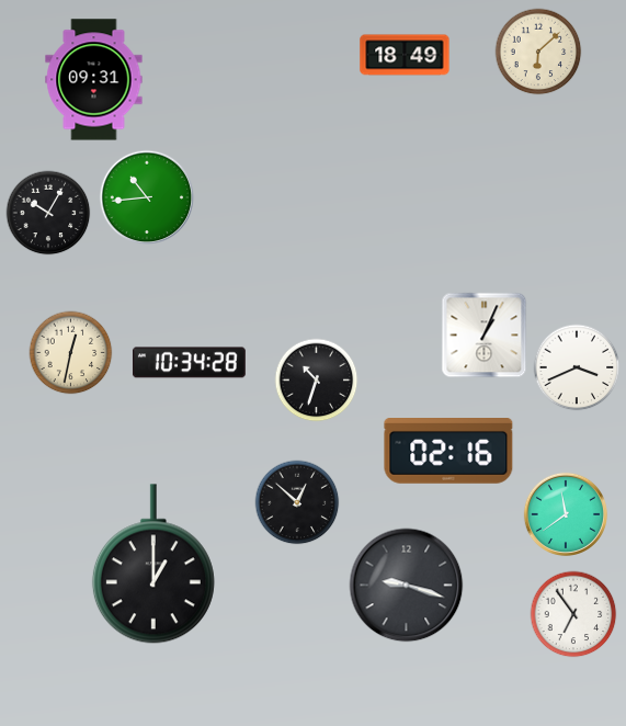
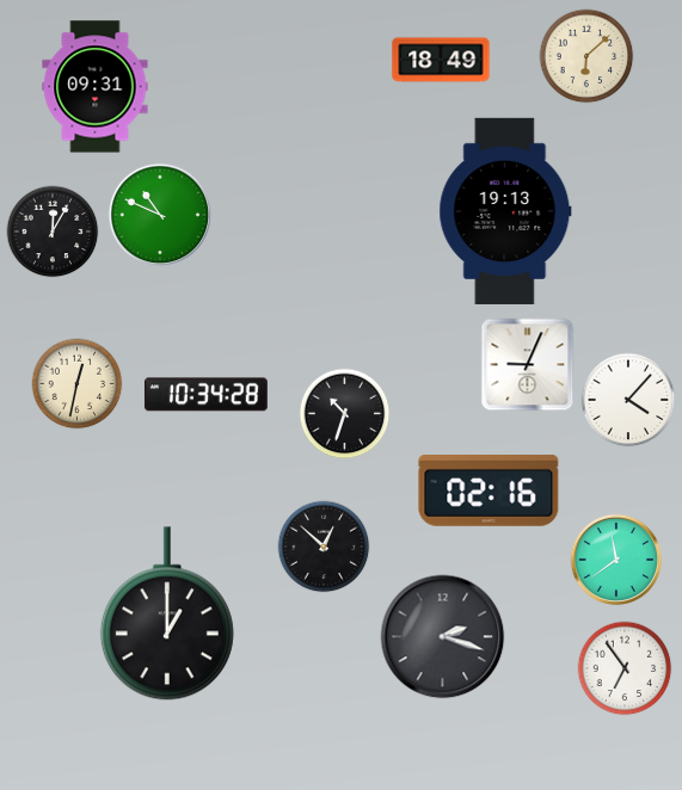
clock at (94, 80) position: (94, 80) -> (96, 87)
clock at (505, 211): none -> 19:13
clock at (147, 197): 10:44 -> 10:49
clock at (48, 213): 10:05 -> 12:05
clock at (485, 336): 1:04 -> 9:04
clock at (577, 367): 3:41 -> 4:07
clock at (407, 586): 9:18 -> 2:18
